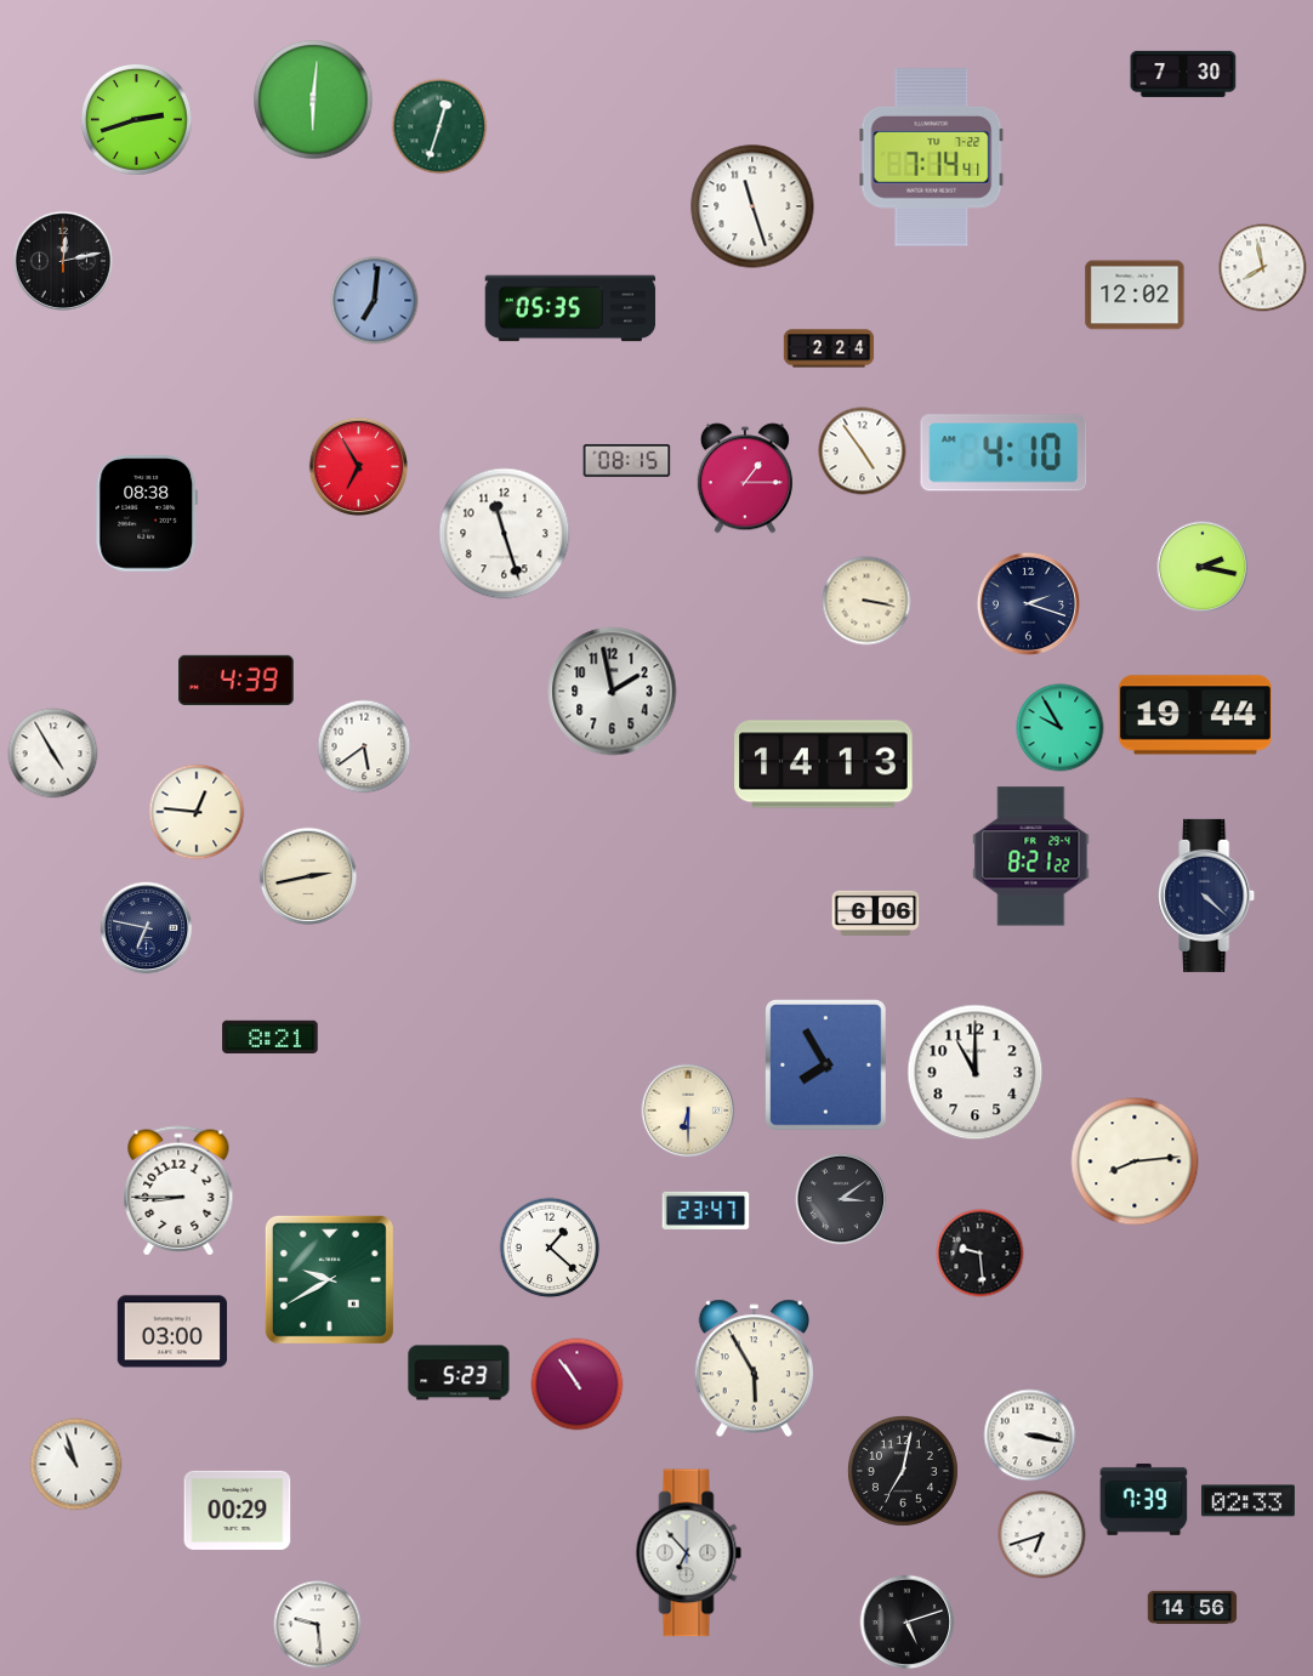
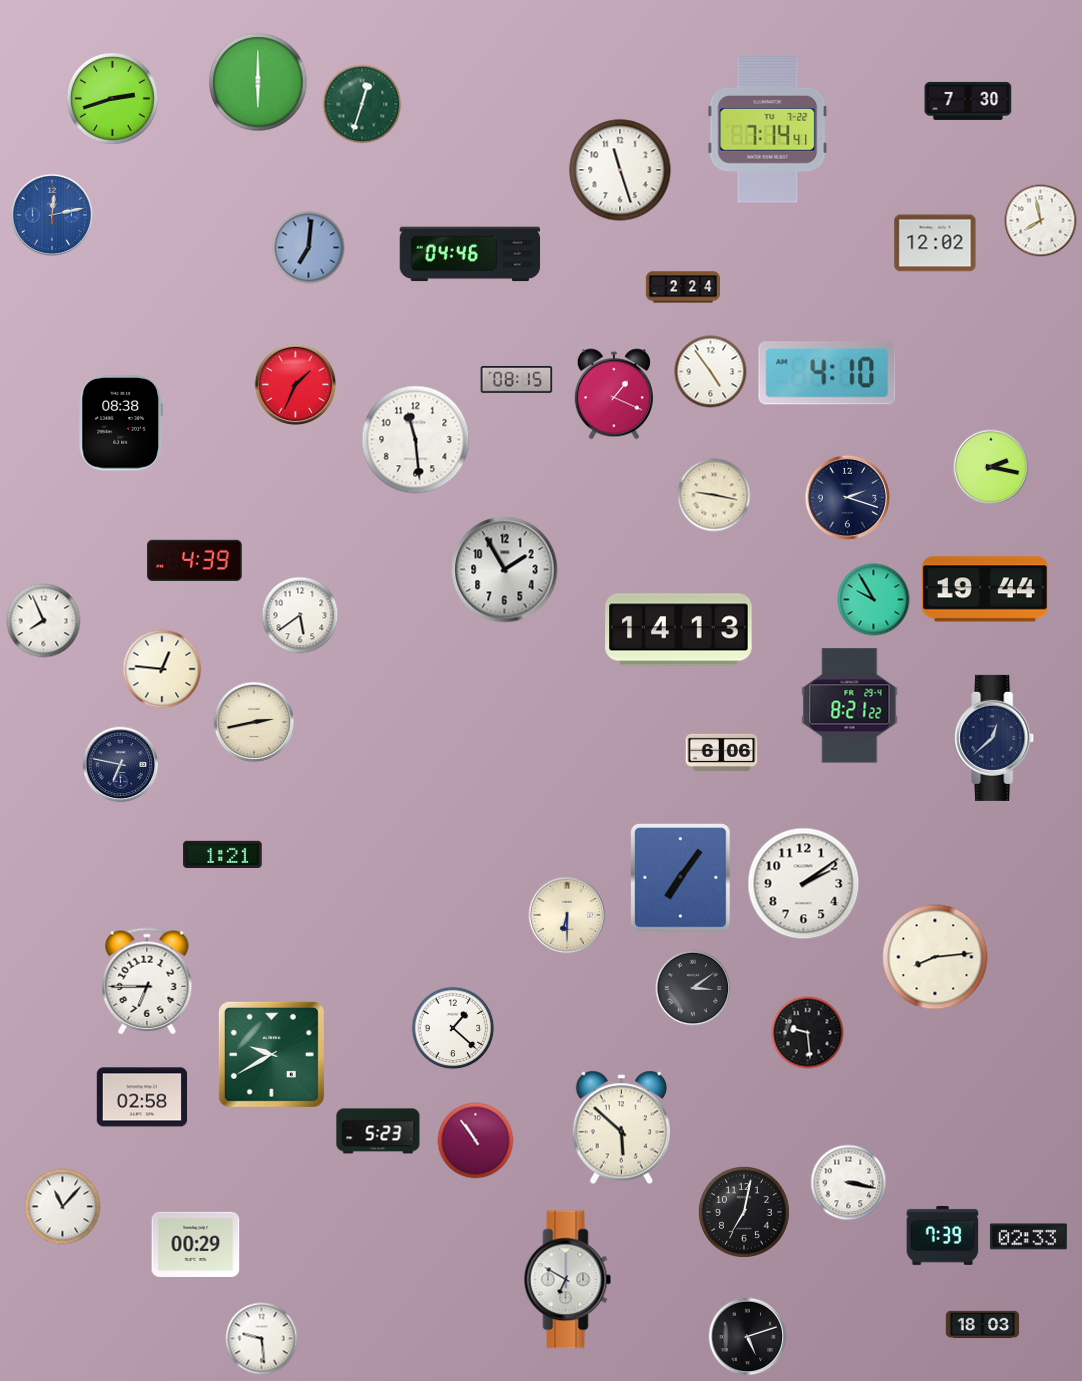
clock at (1183, 74) position: (1183, 74) -> (968, 101)
clock at (313, 100): 6:01 -> 6:00
clock at (63, 261) dial: black -> blue
clock at (570, 308): 05:35 -> 04:46
clock at (359, 467): 6:55 -> 1:34
clock at (745, 478): 1:15 -> 1:19
clock at (505, 534): 11:27 -> 11:29
clock at (866, 601): 3:17 -> 9:17
clock at (613, 692): 1:58 -> 1:55
clock at (53, 754): 4:55 -> 7:56
clock at (1207, 896): 4:22 -> 12:38
clock at (271, 1036): 8:21 -> 1:21
clock at (826, 1066): 7:55 -> 7:06
clock at (976, 1073): 11:00 -> 2:09
clock at (178, 1191): 8:45 -> 6:45
clock at (706, 1210): 23:47 -> none
clock at (172, 1331): 03:00 -> 02:58
clock at (754, 1369): 5:55 -> 5:52
clock at (76, 1465): 10:57 -> 11:07
clock at (1042, 1535): 6:42 -> none
clock at (689, 1553): 6:53 -> 6:50
clock at (1193, 1608): 14:56 -> 18:03
